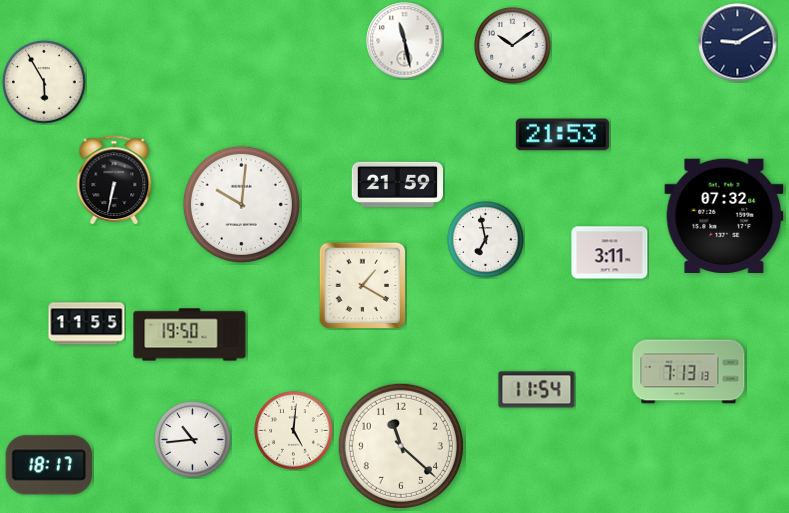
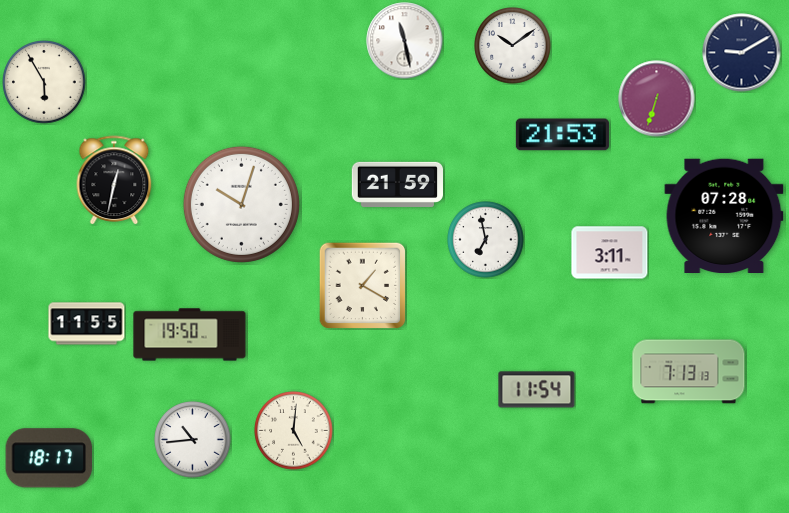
clock at (738, 43) position: (738, 43) -> (742, 53)
clock at (657, 99): none -> 6:33
clock at (114, 180): 6:32 -> 12:32
clock at (241, 204): 10:01 -> 10:03
clock at (724, 215): 07:32 -> 07:28
clock at (401, 446): 11:22 -> none
clock at (49, 465) position: (49, 465) -> (49, 458)
